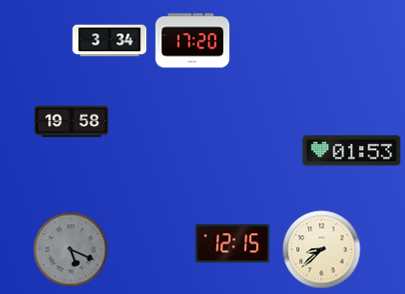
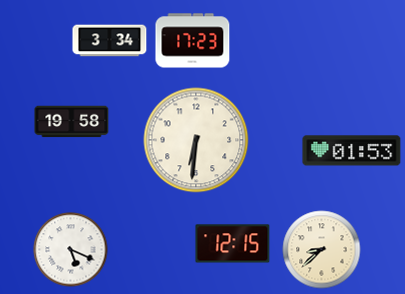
clock at (193, 41): 17:20 -> 17:23
clock at (196, 140): none -> 6:31
clock at (71, 250) dial: grey -> white
